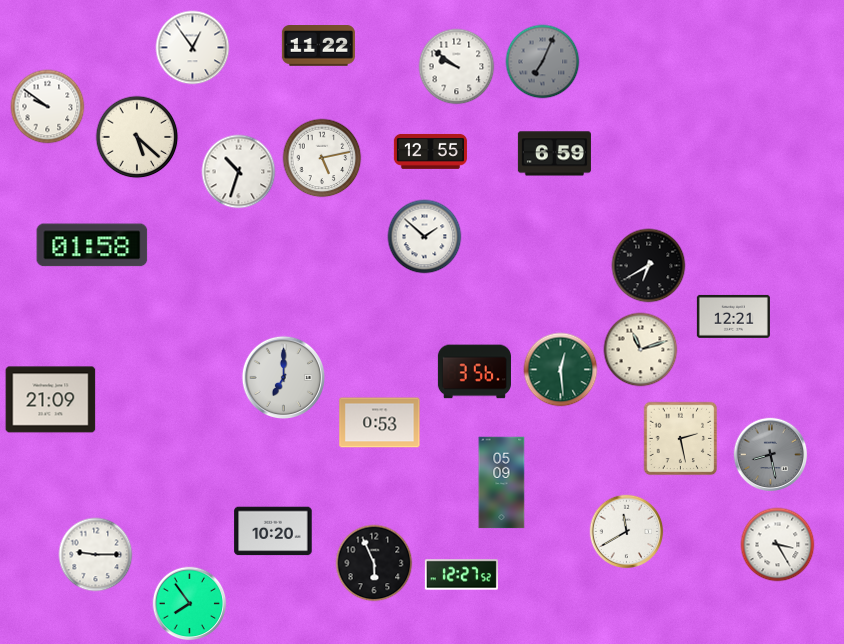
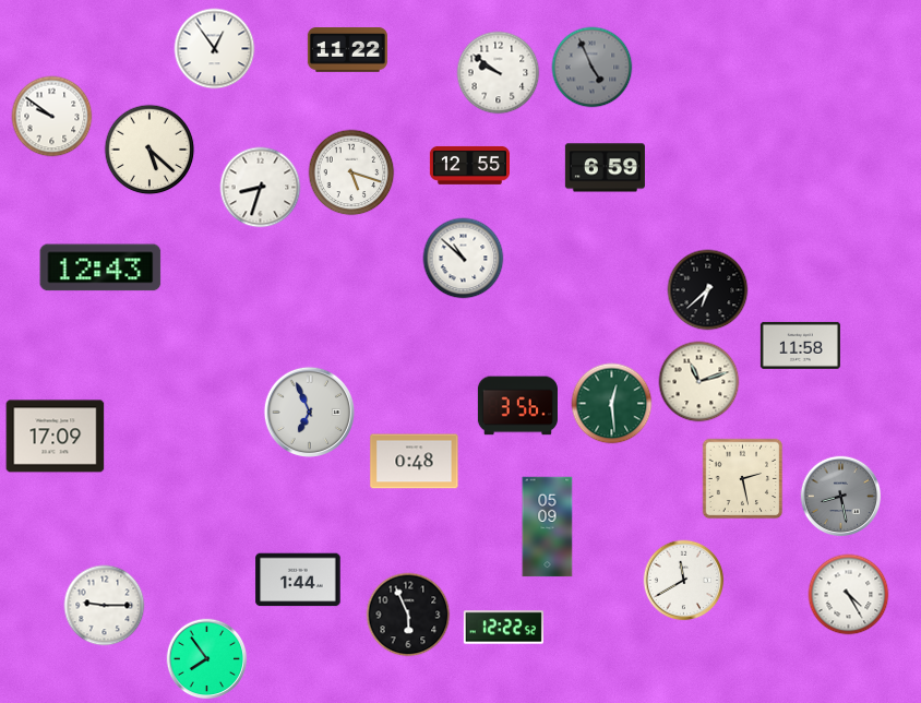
clock at (193, 48) position: (193, 48) -> (215, 49)
clock at (543, 62): 7:04 -> 4:56
clock at (322, 158): 5:13 -> 5:18
clock at (239, 172): 10:33 -> 8:33
clock at (425, 237): 1:52 -> 10:52
clock at (92, 245): 01:58 -> 12:43
clock at (649, 266): 6:40 -> 6:38
clock at (733, 316): 12:21 -> 11:58
clock at (283, 377): 7:00 -> 6:56
clock at (51, 400): 21:09 -> 17:09
clock at (380, 423): 0:53 -> 0:48
clock at (273, 531): 10:20 -> 1:44
clock at (778, 545): 3:25 -> 4:25
clock at (461, 575): 12:27 -> 12:22
